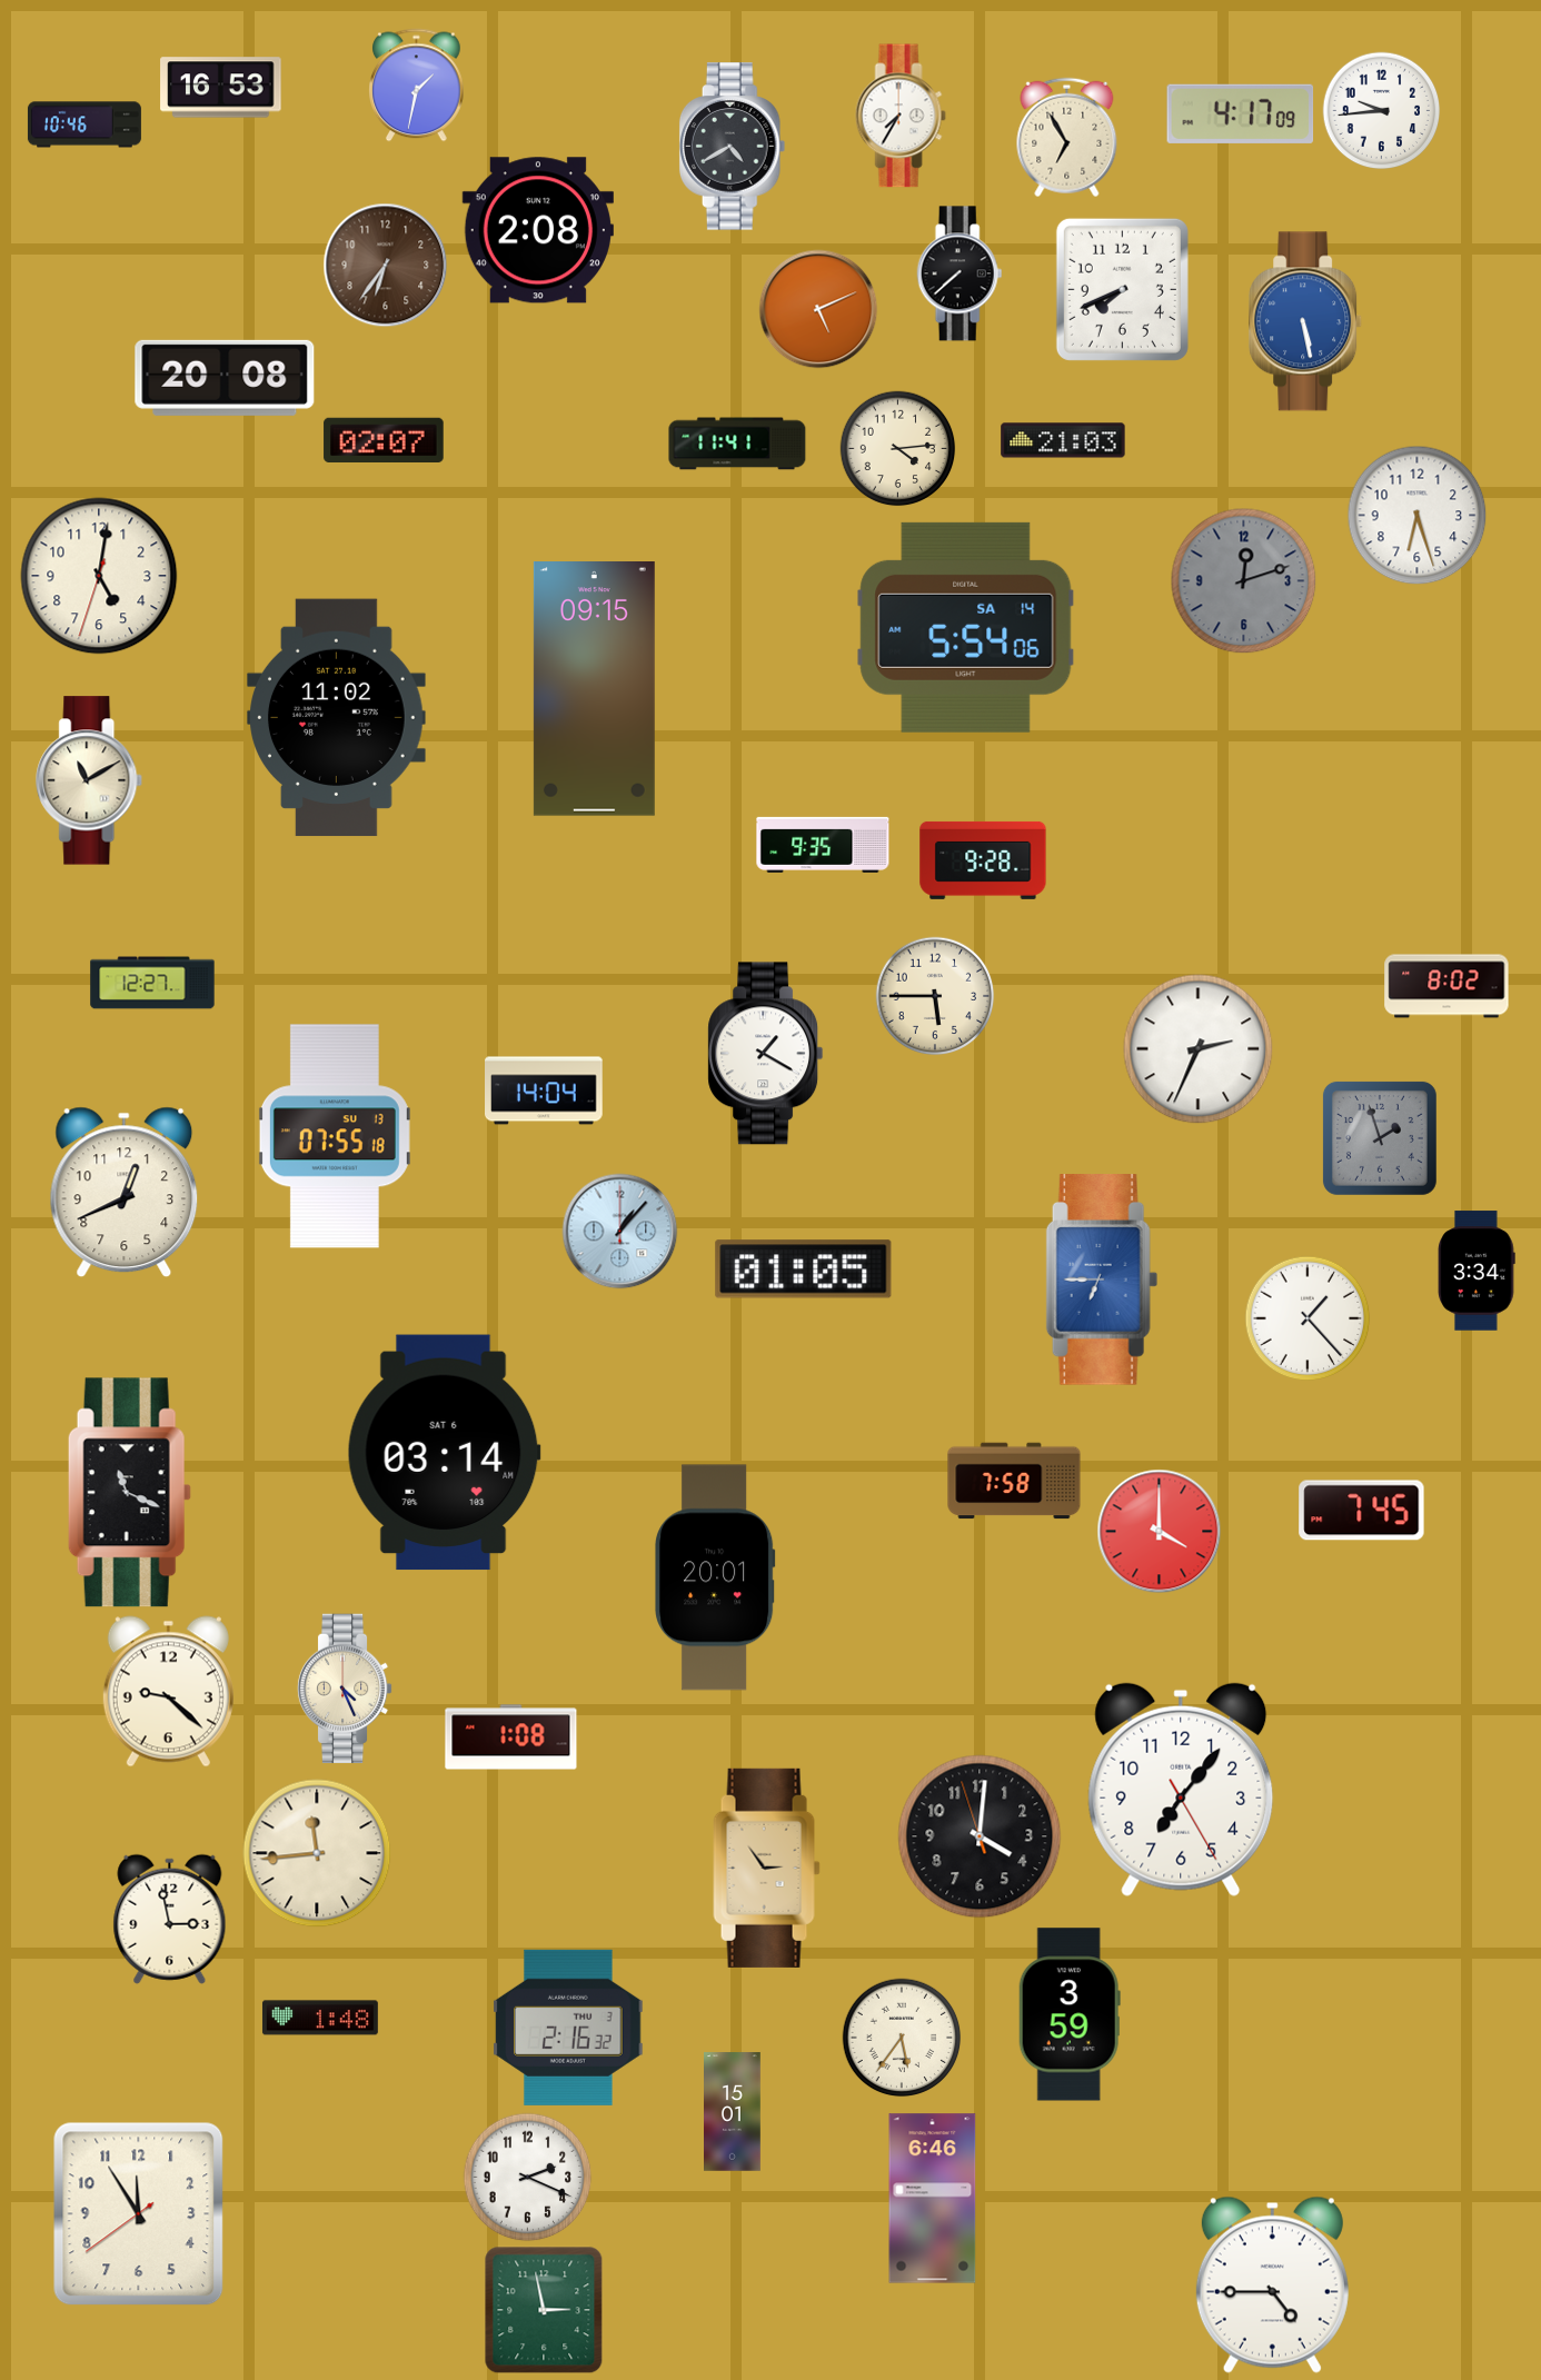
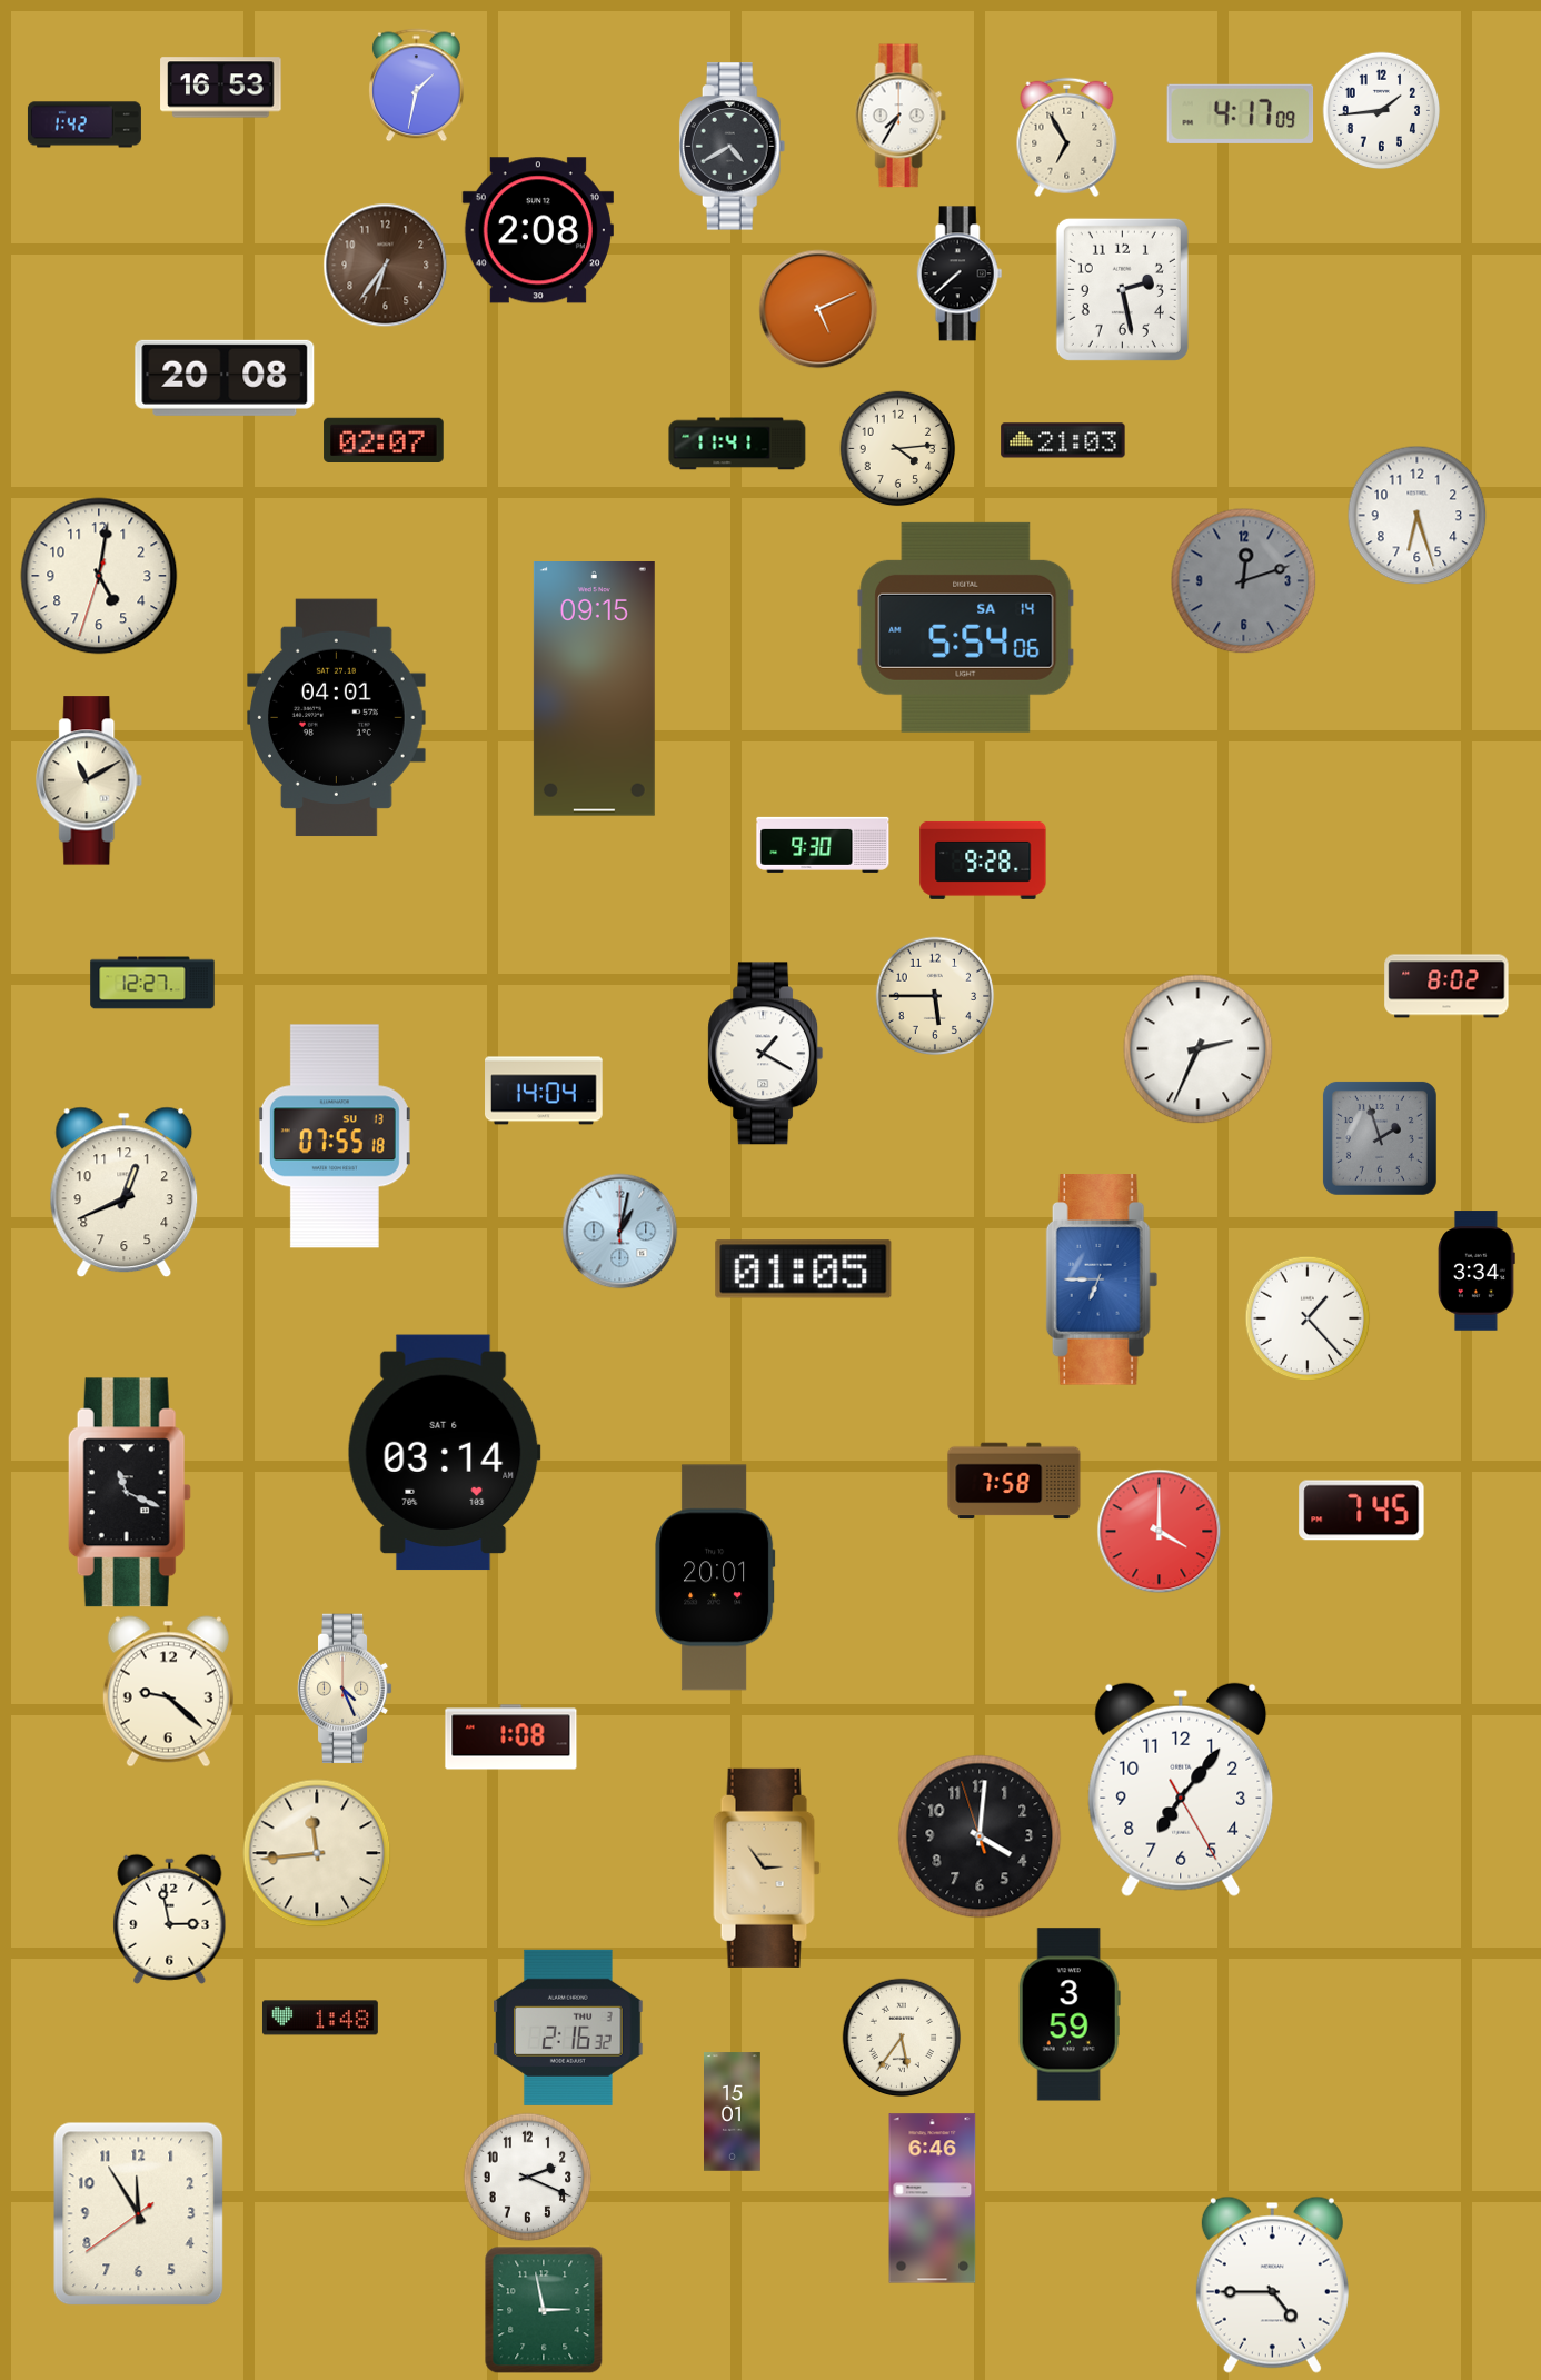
clock at (1382, 111): 9:44 -> 1:44
clock at (84, 125): 10:46 -> 1:42
clock at (1122, 289): 7:41 -> 2:28
clock at (1306, 321): 5:28 -> none
clock at (337, 718): 11:02 -> 04:01
clock at (823, 845): 9:35 -> 9:30
clock at (620, 1232): 1:07 -> 1:02
